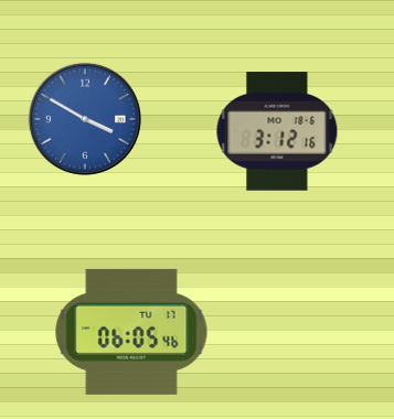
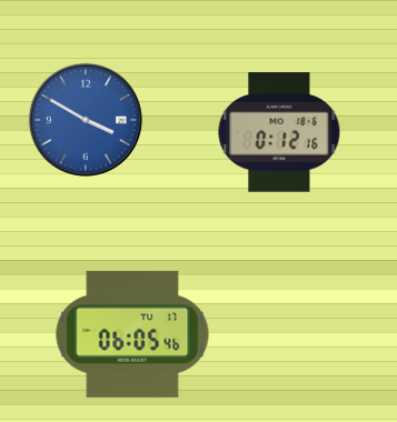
clock at (277, 131): 3:12 -> 0:12
